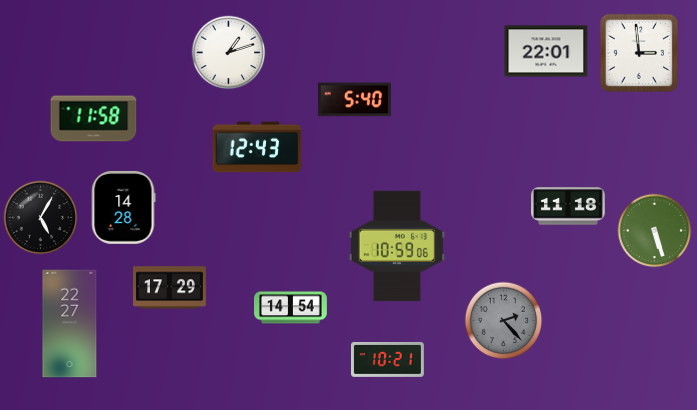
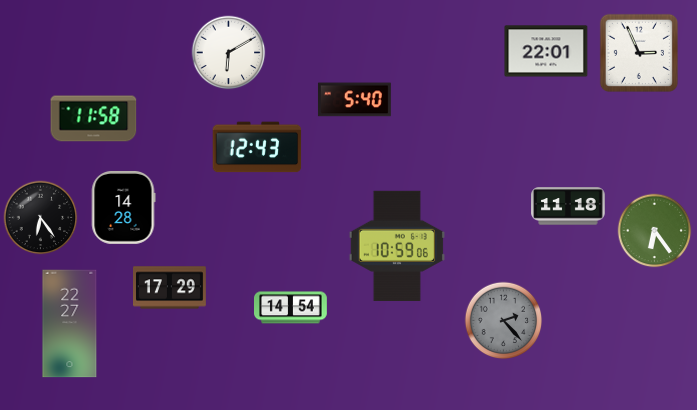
clock at (229, 53): 1:12 -> 6:10
clock at (639, 53): 2:59 -> 2:56
clock at (41, 218): 5:05 -> 6:24
clock at (655, 231): 5:27 -> 6:24
clock at (388, 360): 10:21 -> none
